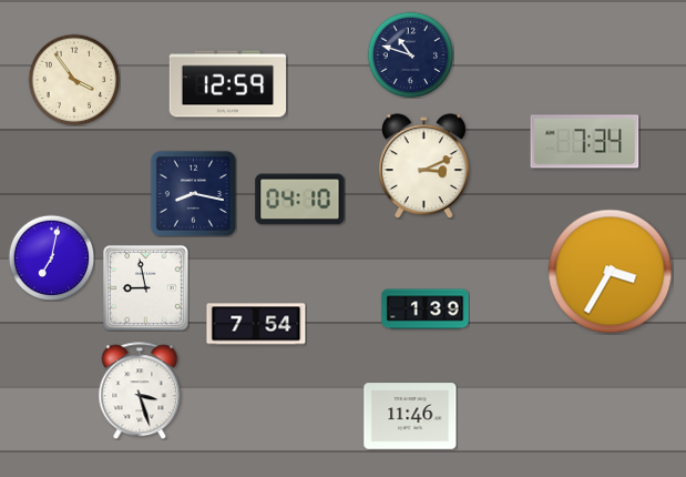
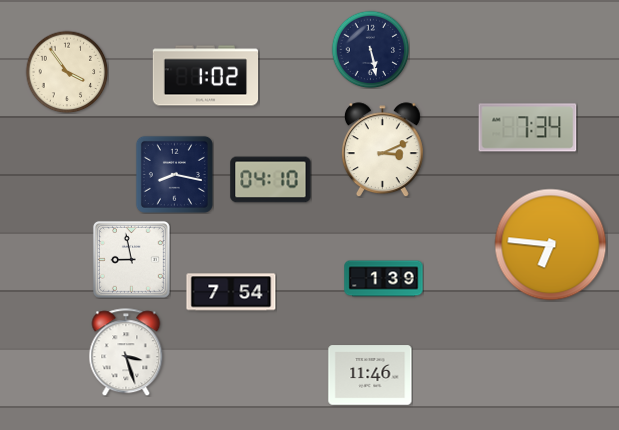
clock at (410, 54): 10:48 -> 5:28
clock at (228, 84): 12:59 -> 1:02
clock at (51, 257): 7:02 -> none
clock at (611, 272): 3:35 -> 6:46
